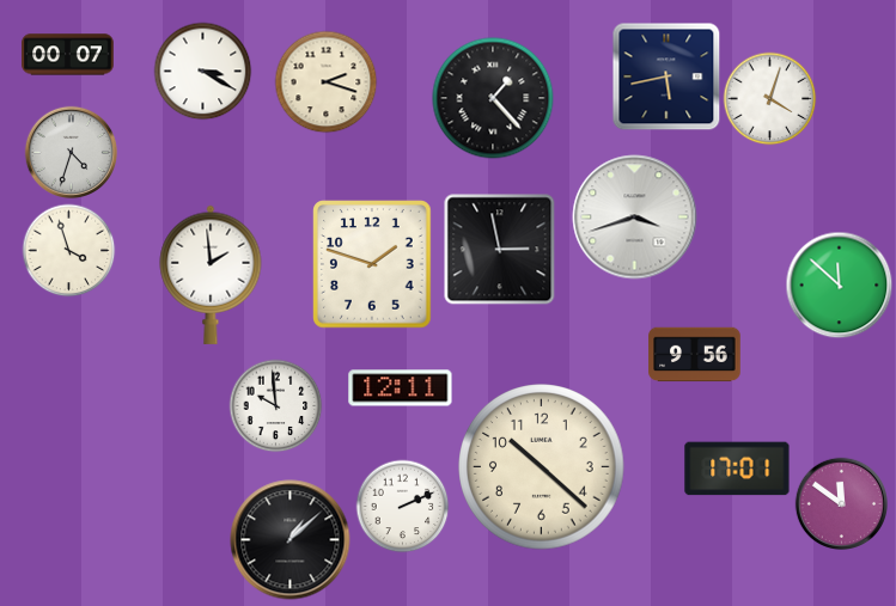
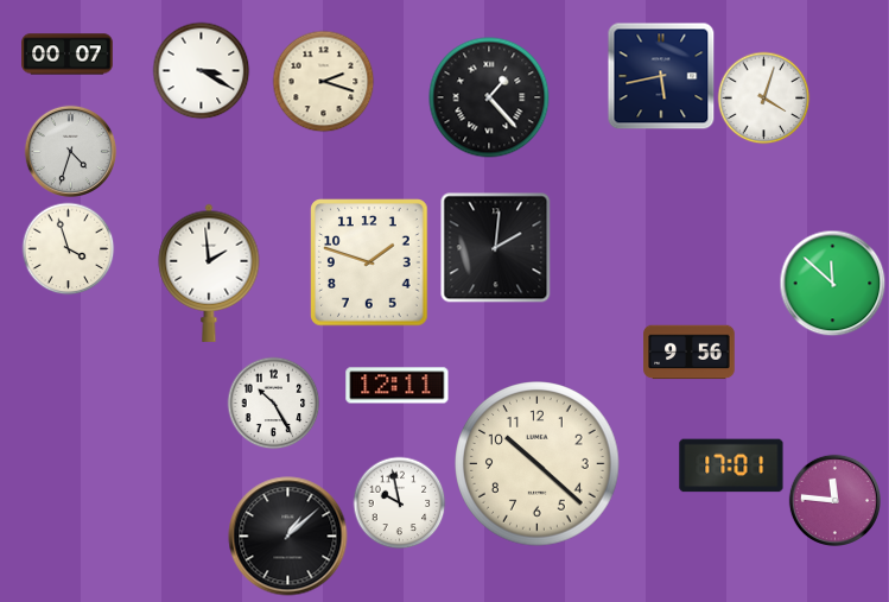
clock at (635, 218): 3:42 -> none
clock at (499, 249): 2:58 -> 2:01
clock at (275, 405): 9:59 -> 10:25
clock at (841, 503): 11:51 -> 11:46
clock at (402, 506): 2:11 -> 9:58
